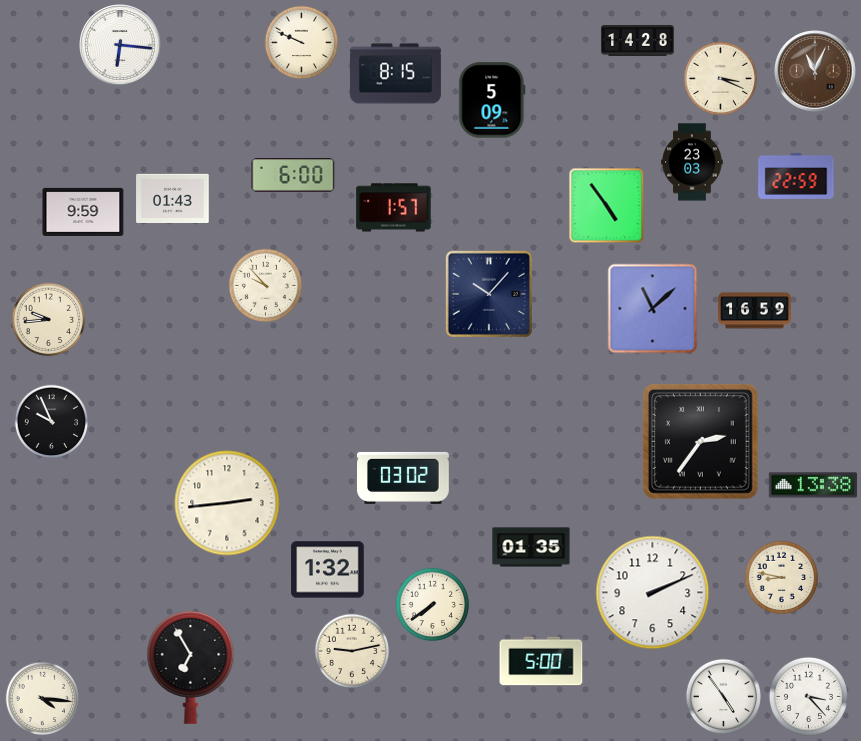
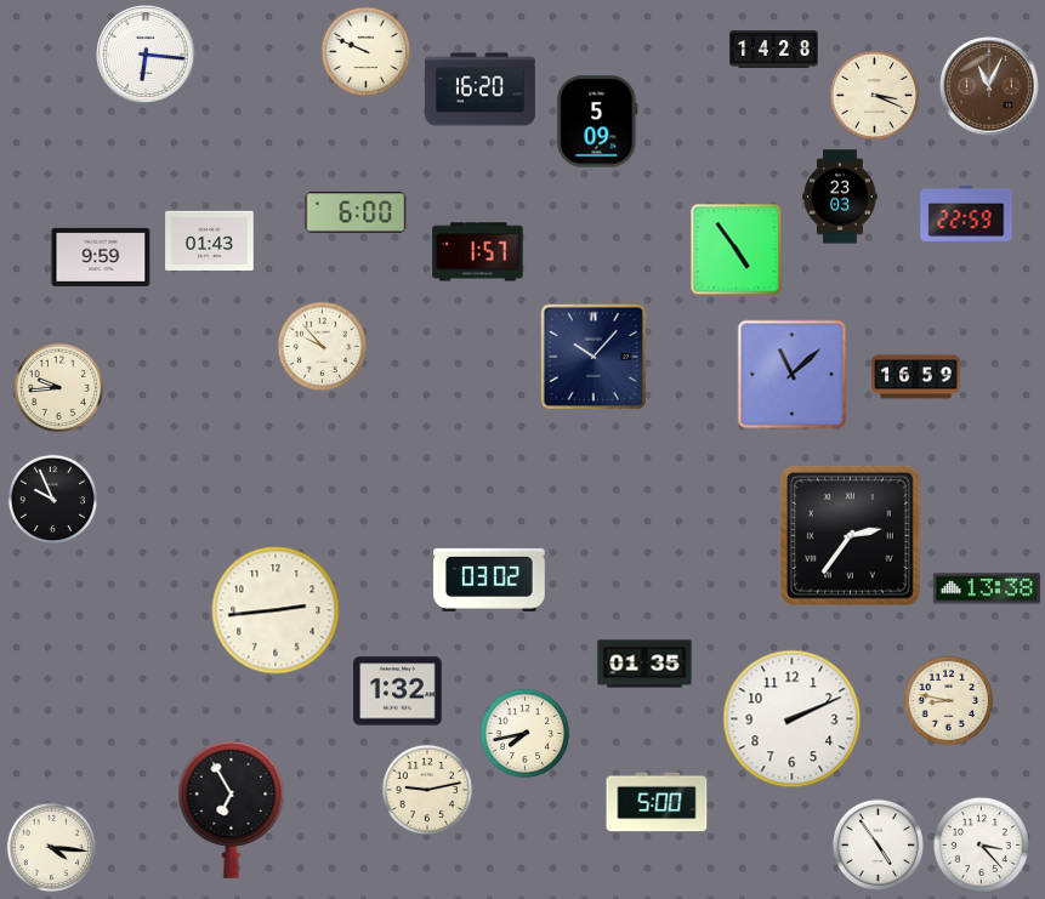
clock at (395, 74): 8:15 -> 16:20
clock at (52, 422) position: (52, 422) -> (53, 500)
clock at (433, 605): 7:39 -> 7:43
